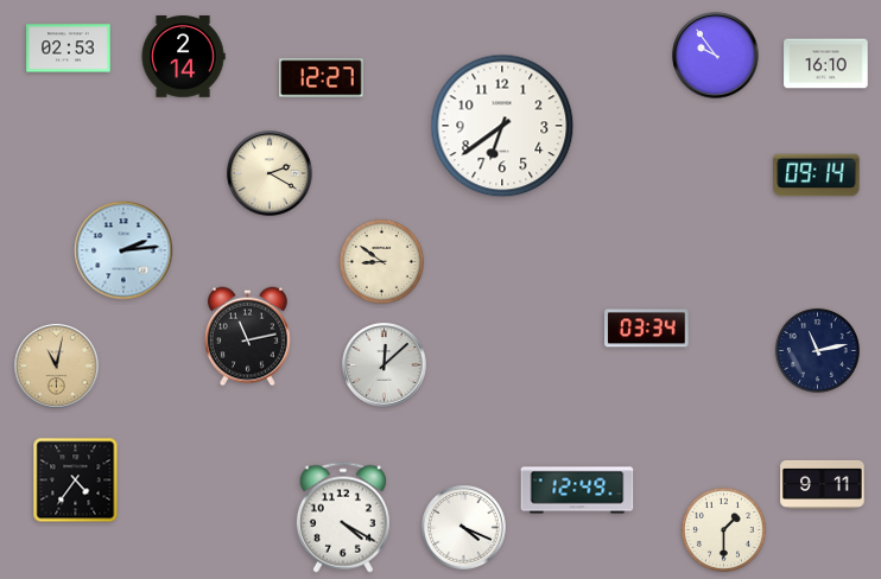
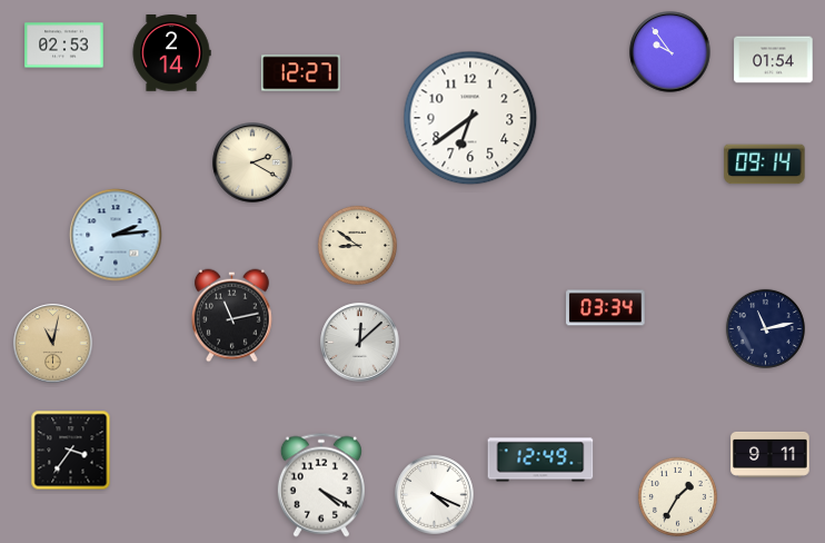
clock at (826, 64): 16:10 -> 01:54
clock at (76, 481): 4:36 -> 3:36
clock at (723, 529): 1:30 -> 1:35
